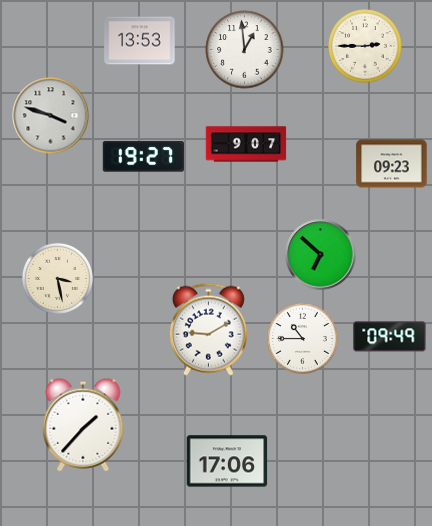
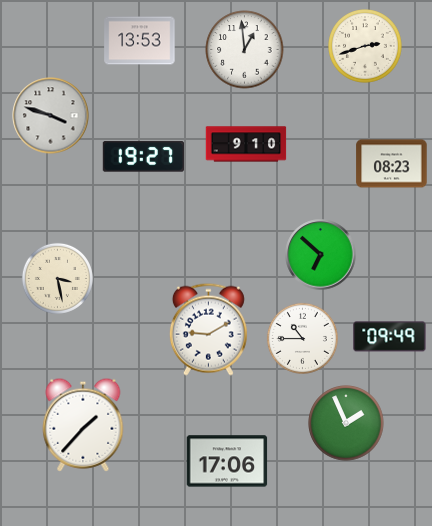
clock at (366, 47): 2:45 -> 2:42
clock at (246, 144): 9:07 -> 9:10
clock at (392, 164): 09:23 -> 08:23
clock at (346, 423): none -> 1:56
